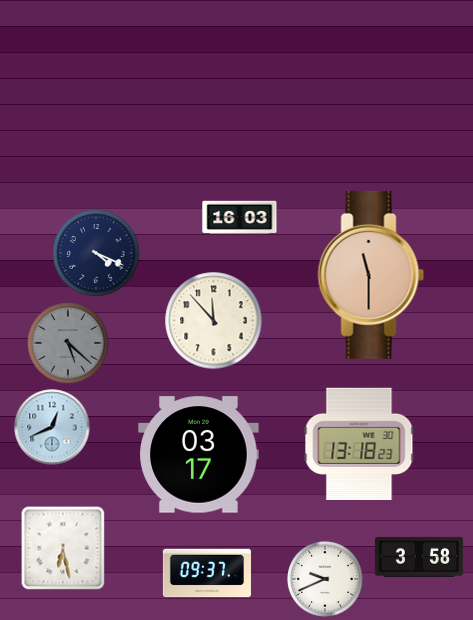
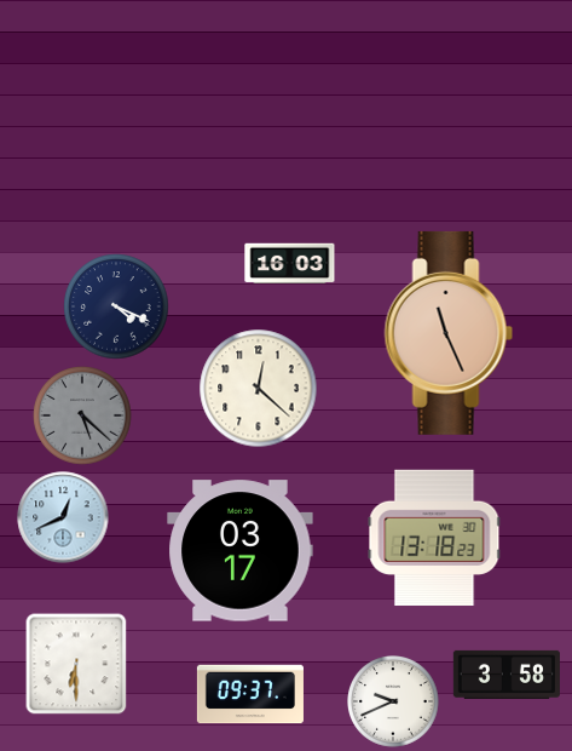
clock at (371, 275): 11:30 -> 11:26
clock at (214, 321): 11:53 -> 12:22
clock at (63, 548): 6:28 -> 6:30
